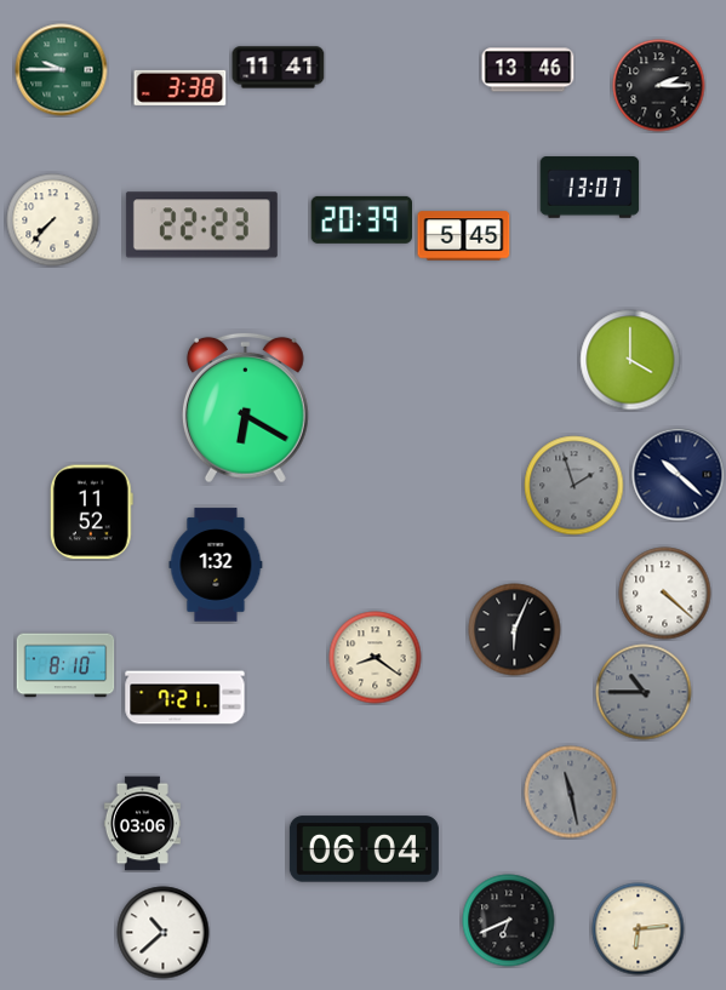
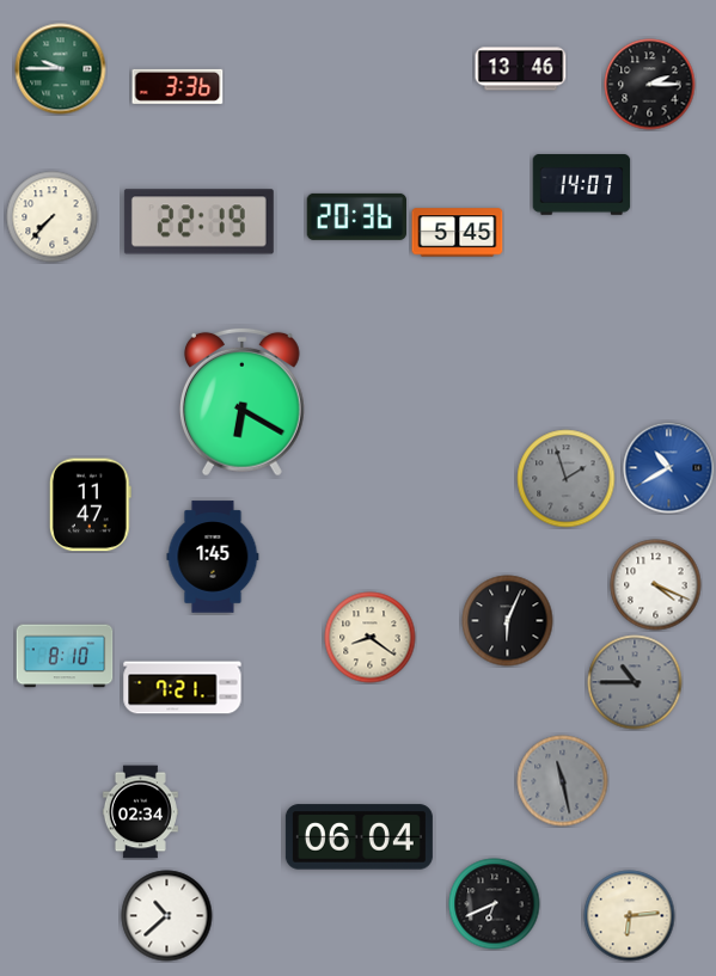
clock at (279, 68): 11:41 -> none
clock at (181, 87): 3:38 -> 3:36
clock at (590, 188): 13:07 -> 14:07
clock at (361, 219): 20:39 -> 20:36
clock at (201, 225): 22:23 -> 22:19
clock at (630, 360): 4:00 -> none
clock at (679, 475): 10:22 -> 10:40
clock at (679, 475) dial: navy -> blue
clock at (91, 513): 11:52 -> 11:47
clock at (216, 565): 1:32 -> 1:45
clock at (665, 594): 4:22 -> 4:19
clock at (376, 658) position: (376, 658) -> (371, 638)
clock at (142, 824): 03:06 -> 02:34
clock at (509, 921) position: (509, 921) -> (495, 904)
clock at (164, 933) position: (164, 933) -> (167, 916)
